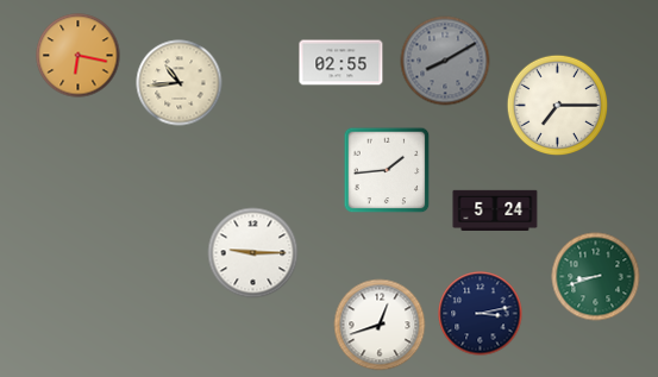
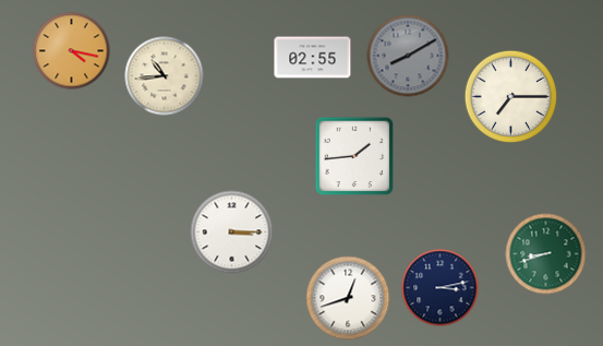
clock at (79, 56): 6:17 -> 4:17
clock at (495, 211): 5:24 -> none
clock at (253, 253): 9:15 -> 3:15
